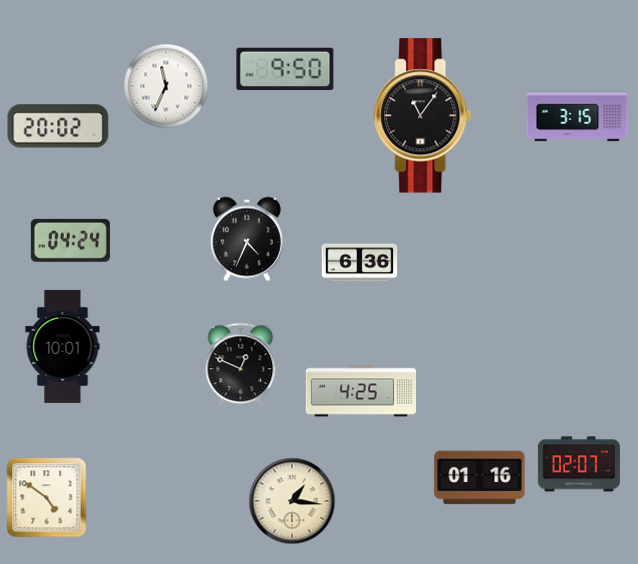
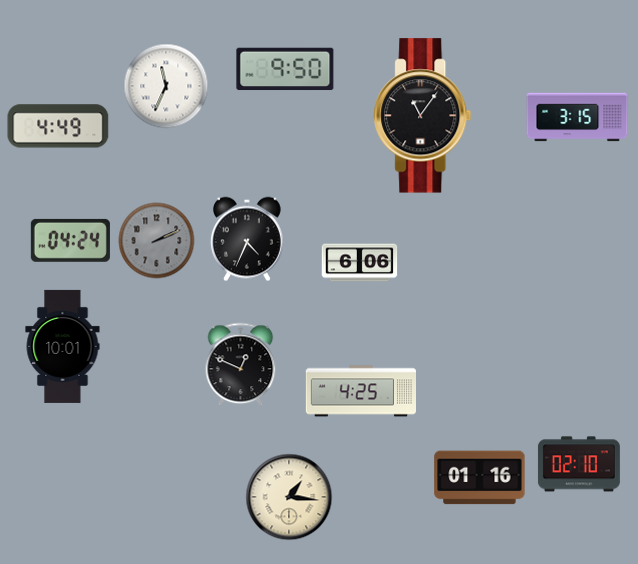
clock at (58, 126): 20:02 -> 4:49
clock at (157, 241): none -> 2:11
clock at (360, 263): 6:36 -> 6:06
clock at (579, 464): 02:07 -> 02:10
clock at (47, 498): 4:51 -> none
clock at (292, 501) position: (292, 501) -> (289, 497)
